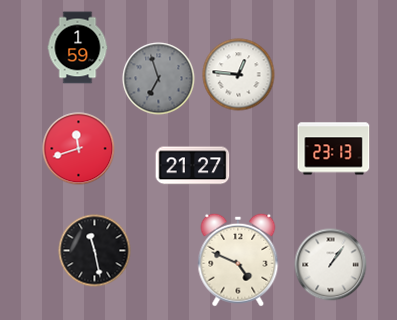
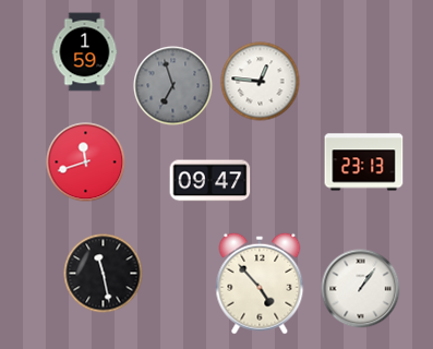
clock at (193, 166): 21:27 -> 09:47
clock at (238, 260): 4:49 -> 4:53
